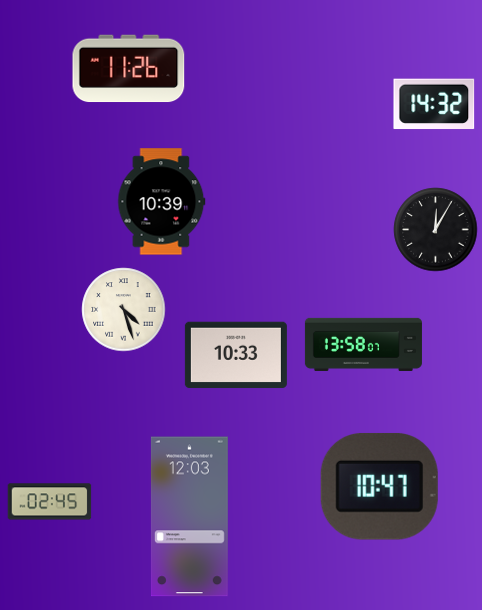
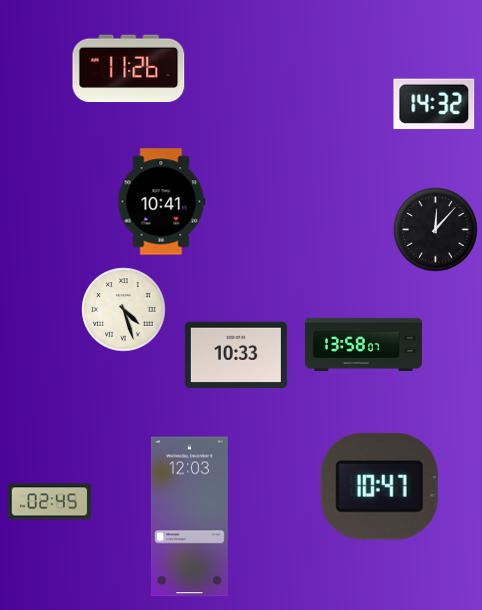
clock at (162, 202): 10:39 -> 10:41
clock at (436, 230): 12:05 -> 12:07
